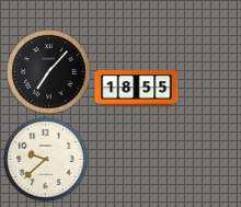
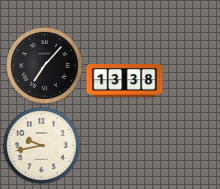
clock at (137, 89): 18:55 -> 13:38
clock at (46, 160): 9:38 -> 9:43
